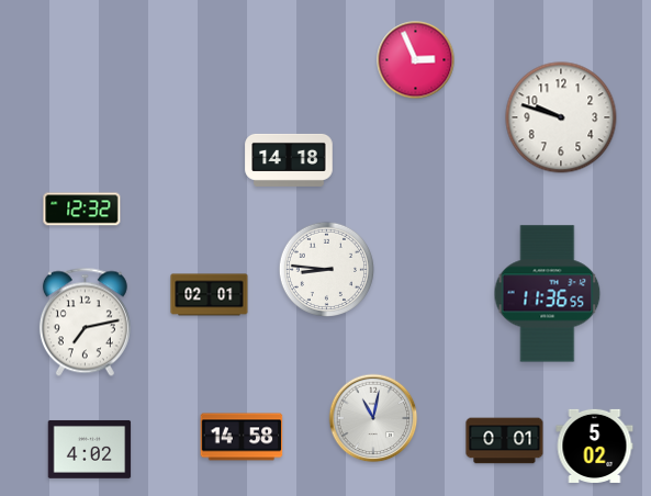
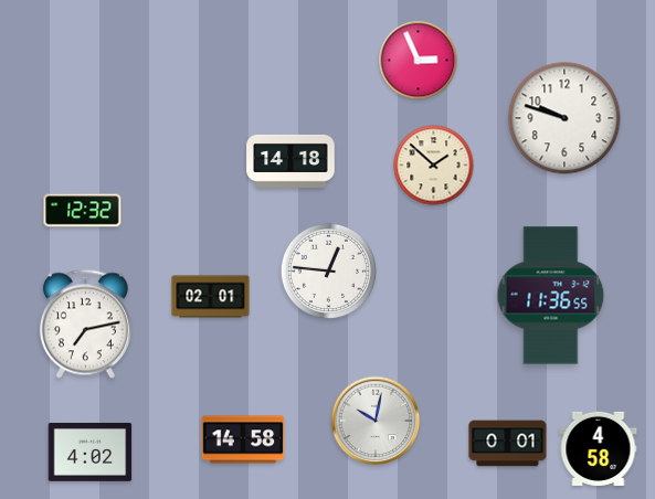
clock at (434, 166): none -> 1:52
clock at (326, 269): 8:46 -> 12:46
clock at (373, 418): 11:02 -> 10:02
clock at (595, 446): 5:02 -> 4:58
